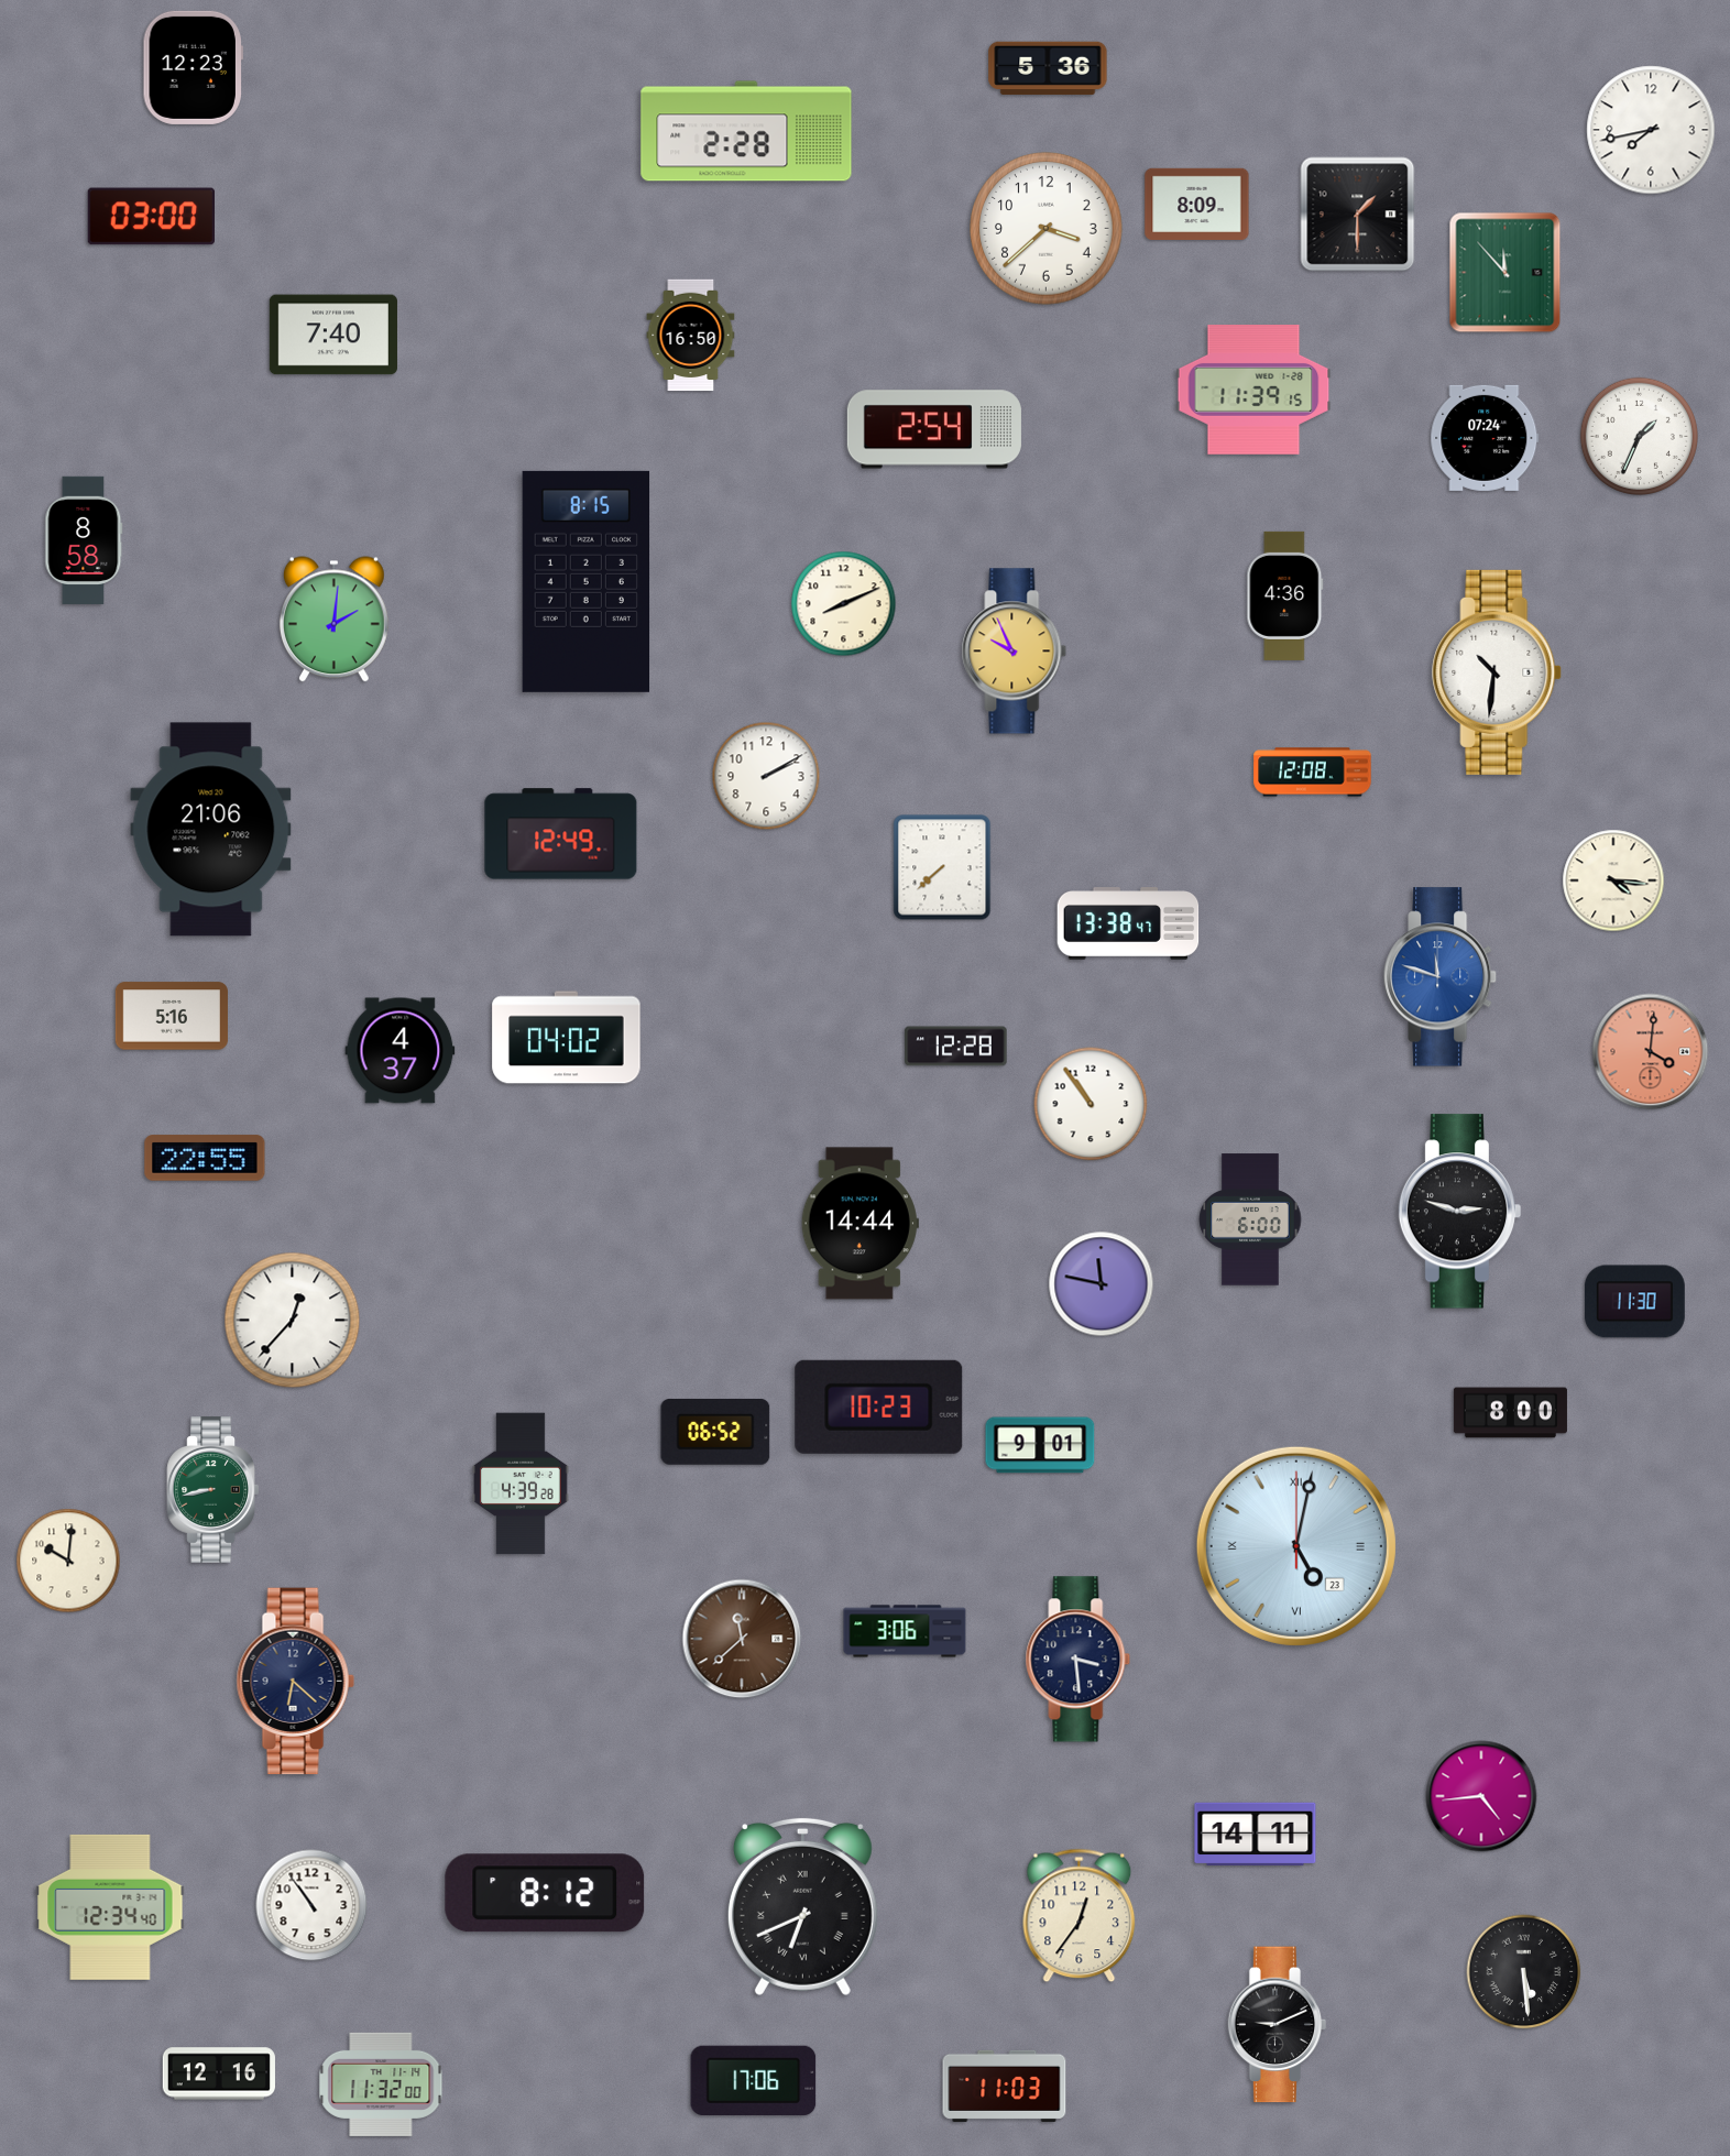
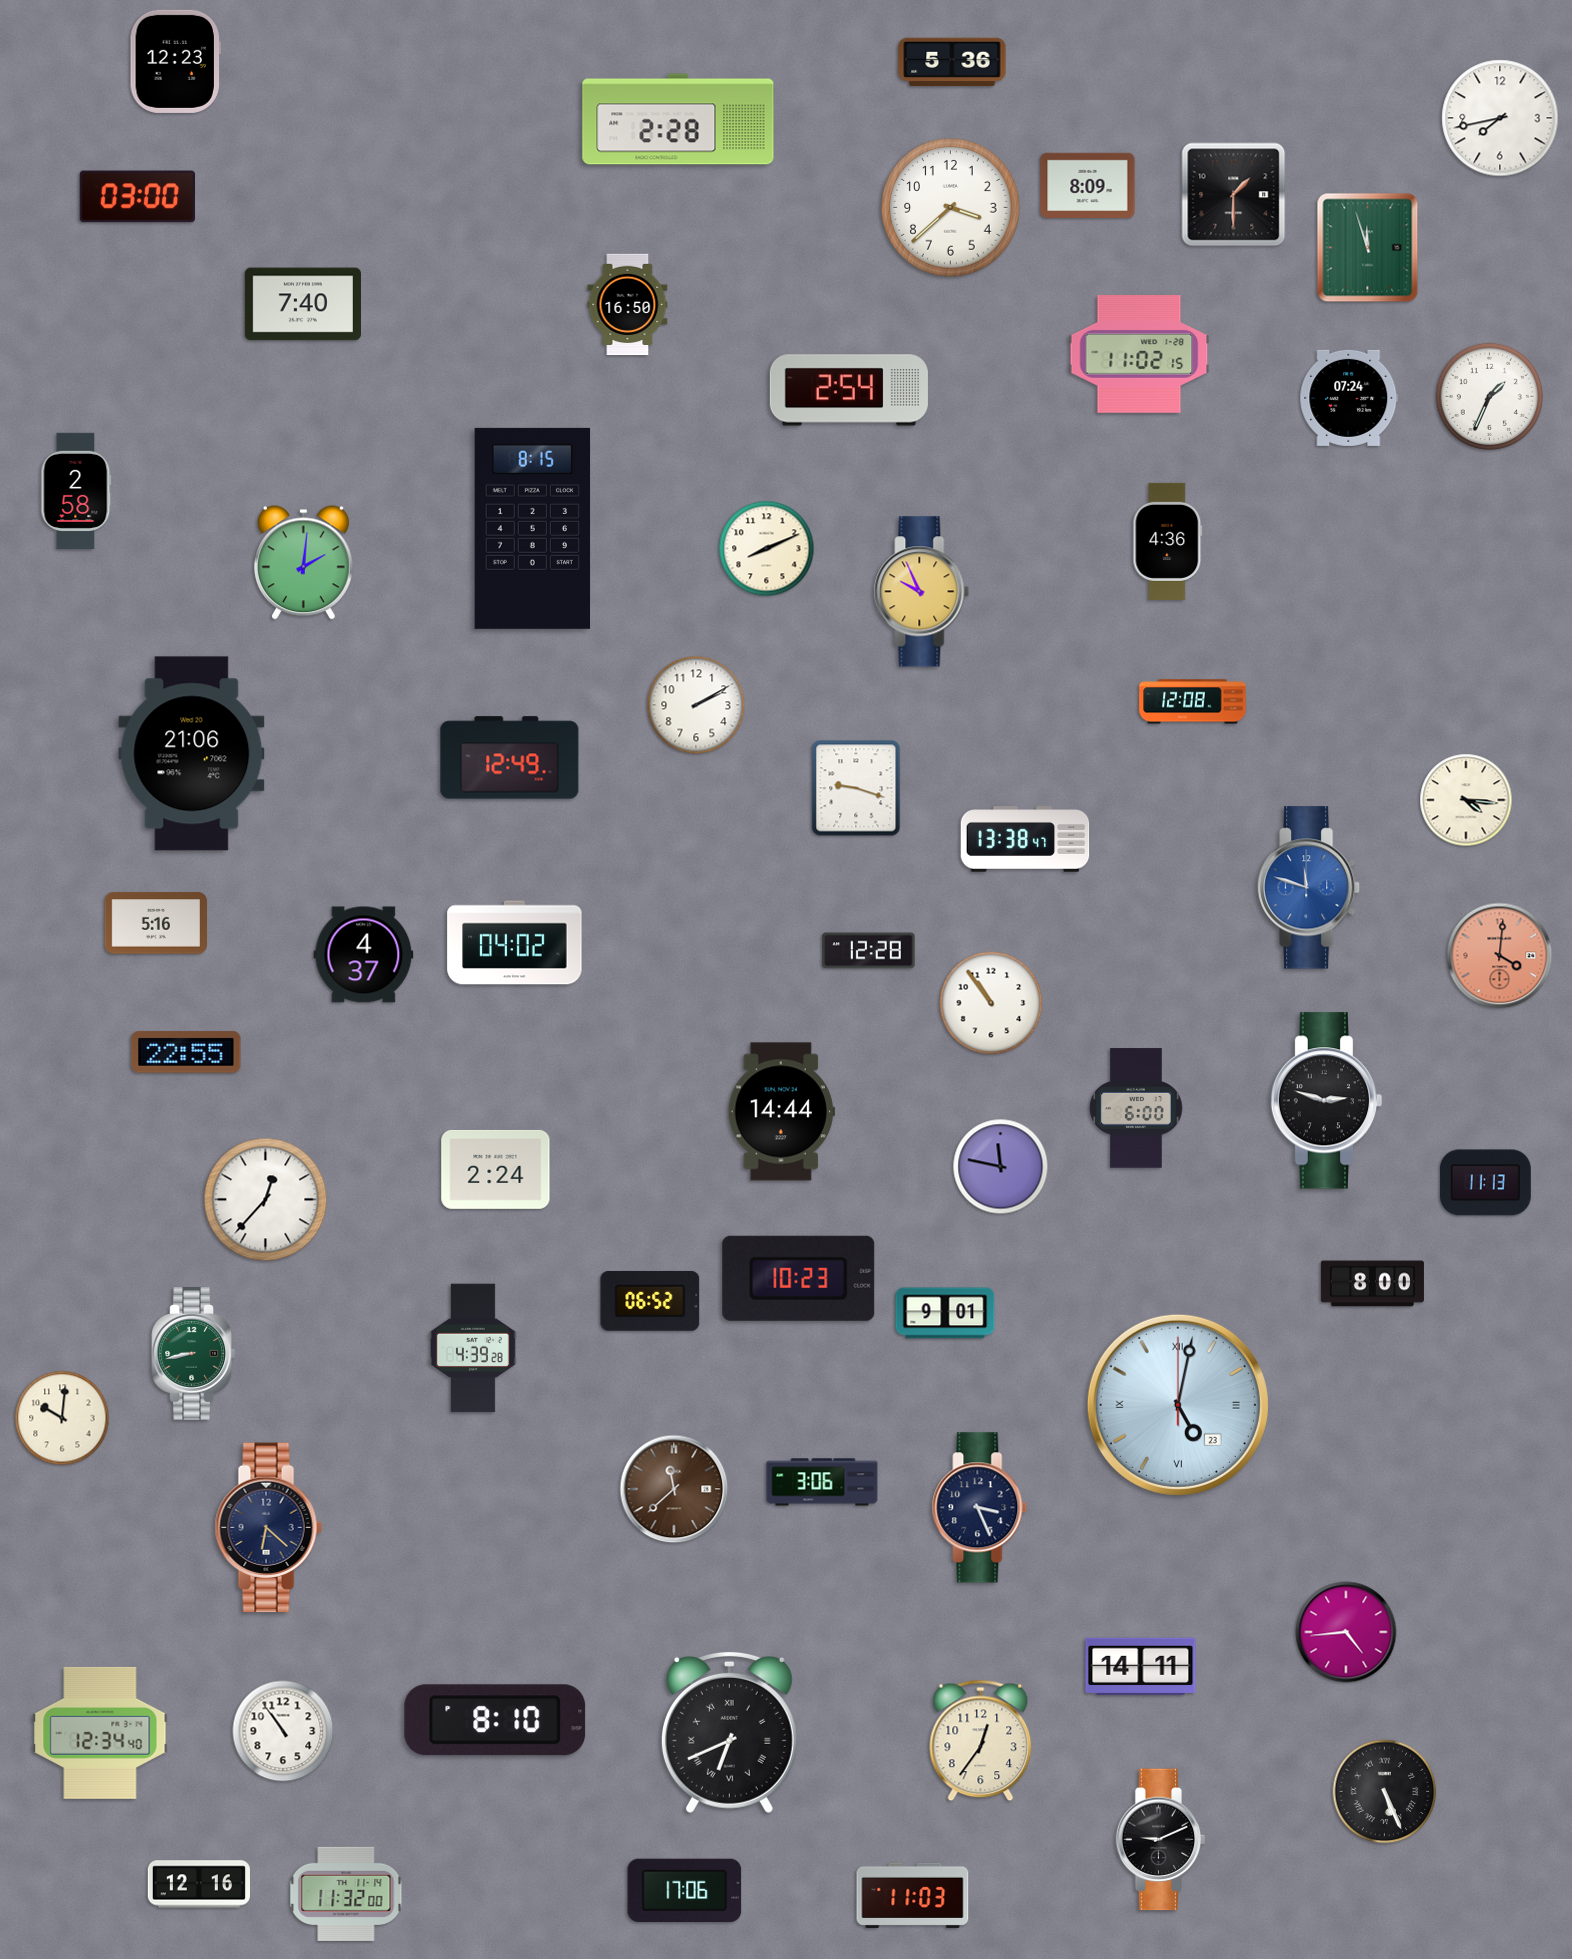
clock at (1505, 273): 11:53 -> 11:57
clock at (1253, 390): 11:39 -> 11:02
clock at (84, 540): 8:58 -> 2:58
clock at (1498, 672): 10:31 -> none
clock at (942, 867): 7:38 -> 9:18
clock at (496, 1169): none -> 2:24
clock at (1634, 1302): 11:30 -> 11:13
clock at (1078, 1660): 3:29 -> 3:26
clock at (545, 1893): 8:12 -> 8:10
clock at (1524, 1972): 5:29 -> 5:26
